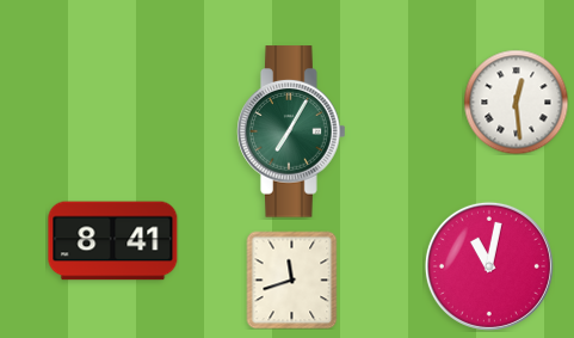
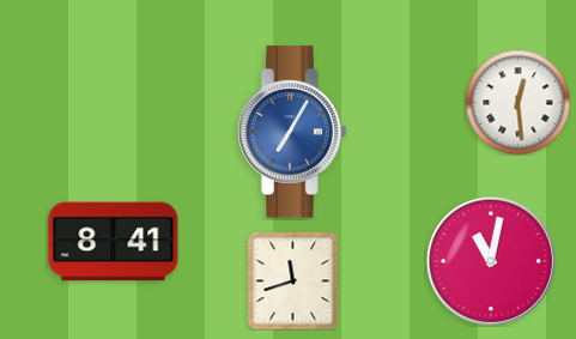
clock at (291, 131) dial: green -> blue
clock at (489, 266) position: (489, 266) -> (491, 261)
